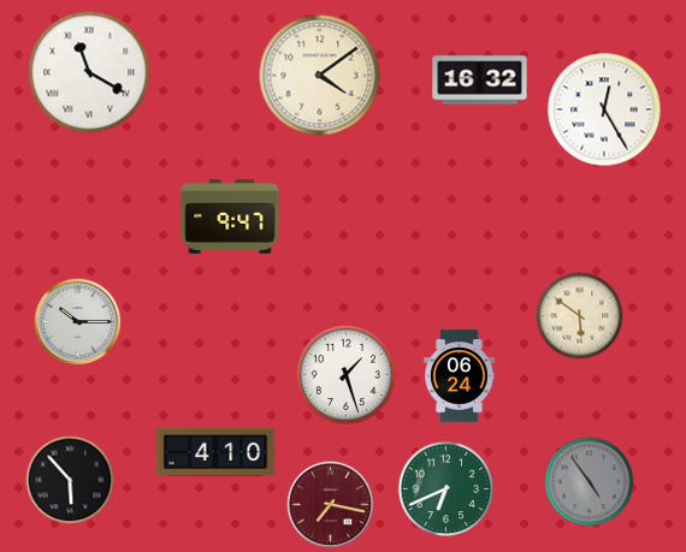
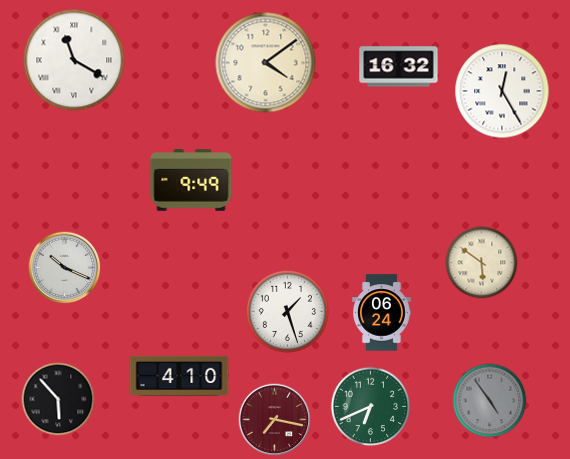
clock at (230, 216): 9:47 -> 9:49
clock at (78, 322): 10:15 -> 10:19
